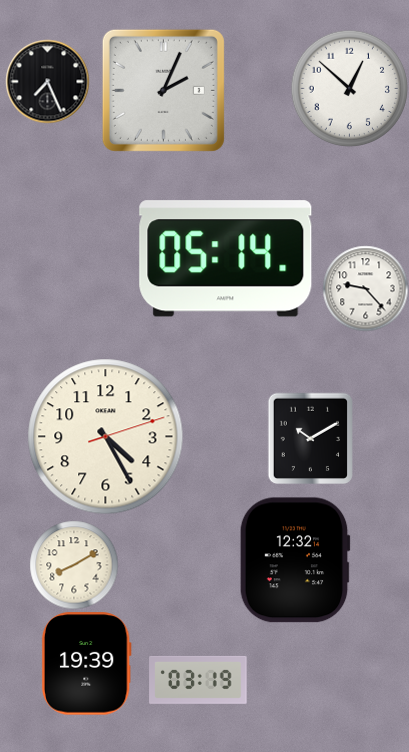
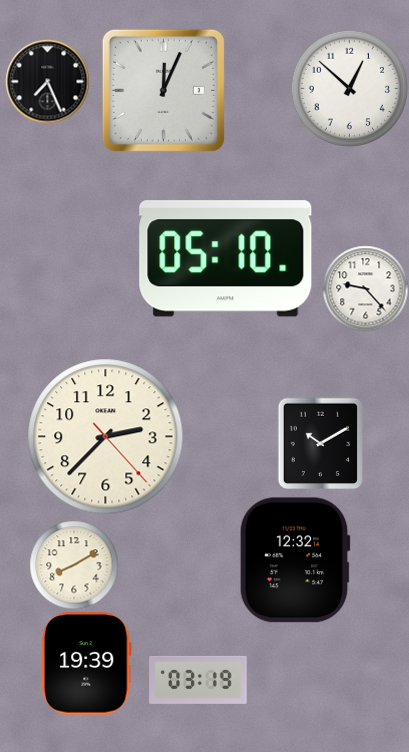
clock at (163, 90): 2:04 -> 12:04
clock at (226, 259): 05:14 -> 05:10
clock at (106, 437): 4:25 -> 2:37
clock at (311, 438) position: (311, 438) -> (321, 443)
